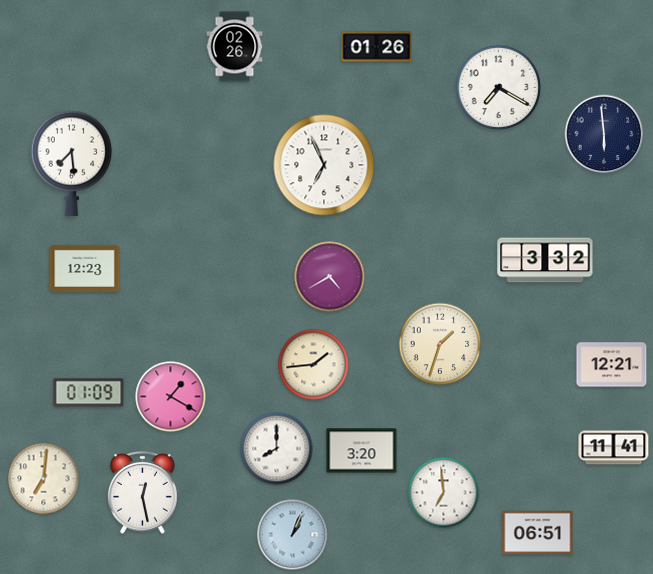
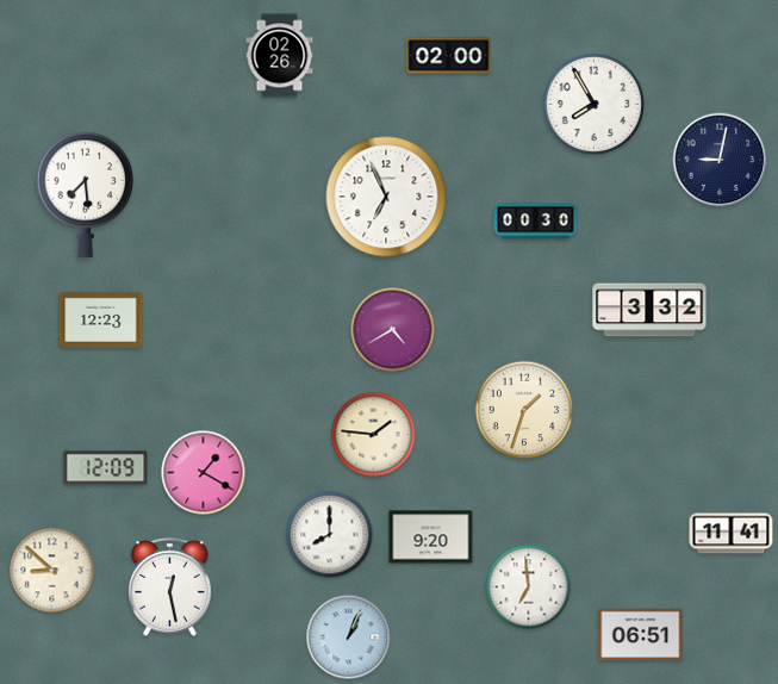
clock at (377, 47): 01:26 -> 02:00
clock at (498, 87): 7:20 -> 7:55
clock at (604, 134): 5:59 -> 9:02
clock at (536, 222): none -> 00:30
clock at (314, 365): 1:44 -> 1:46
clock at (612, 365): 12:21 -> none
clock at (89, 393): 01:09 -> 12:09
clock at (362, 451): 3:20 -> 9:20
clock at (44, 479): 7:01 -> 8:52
